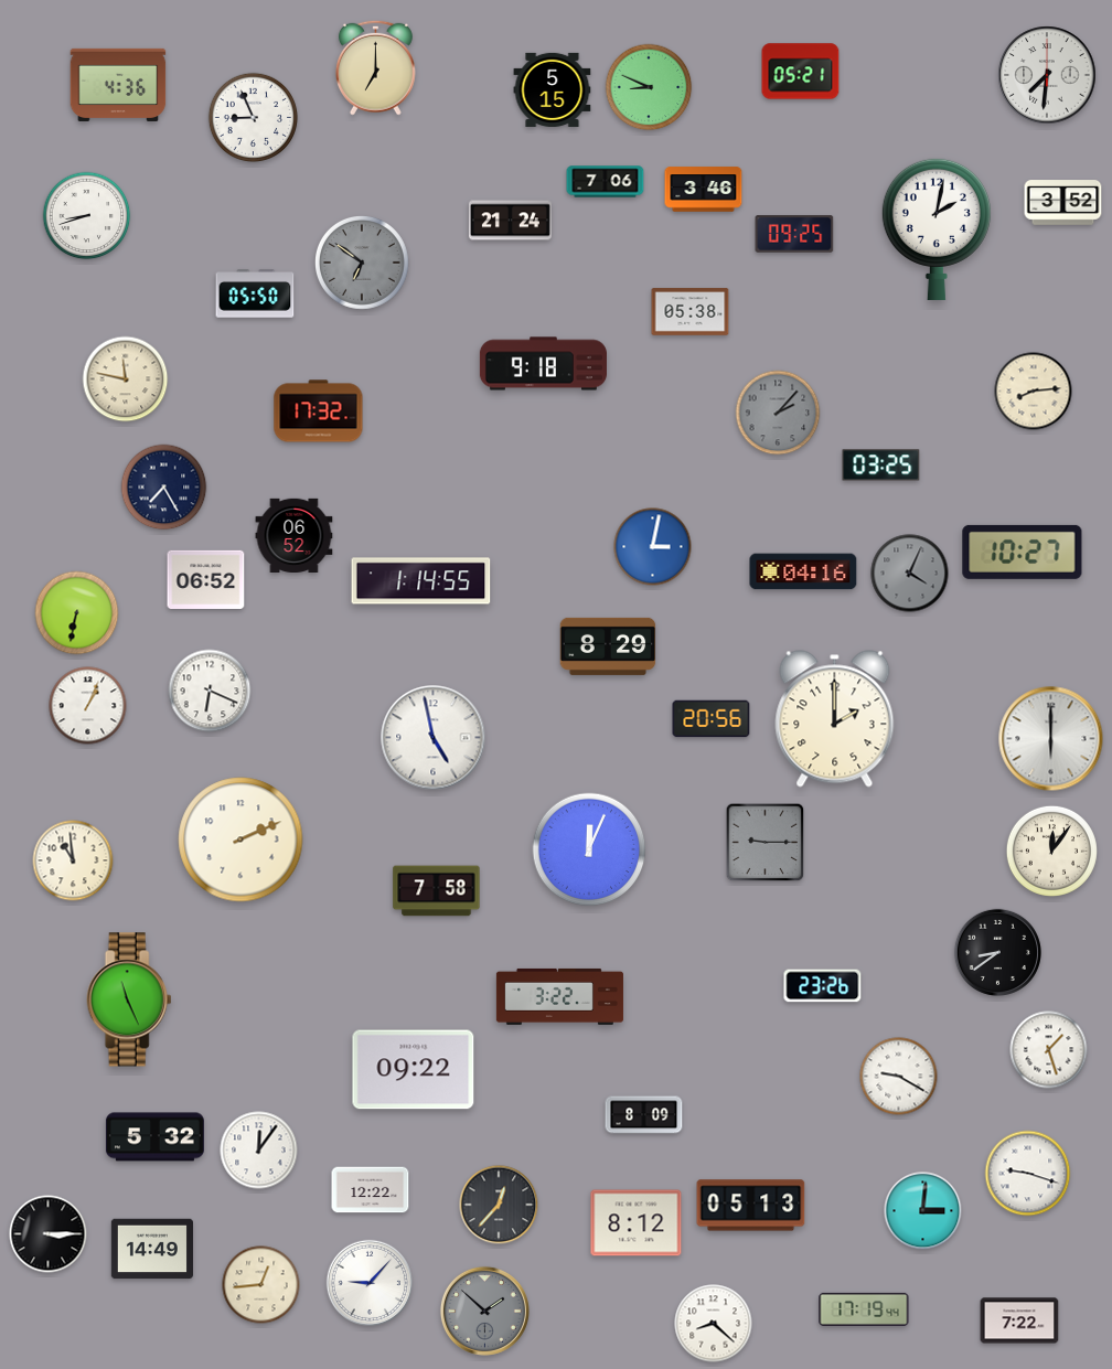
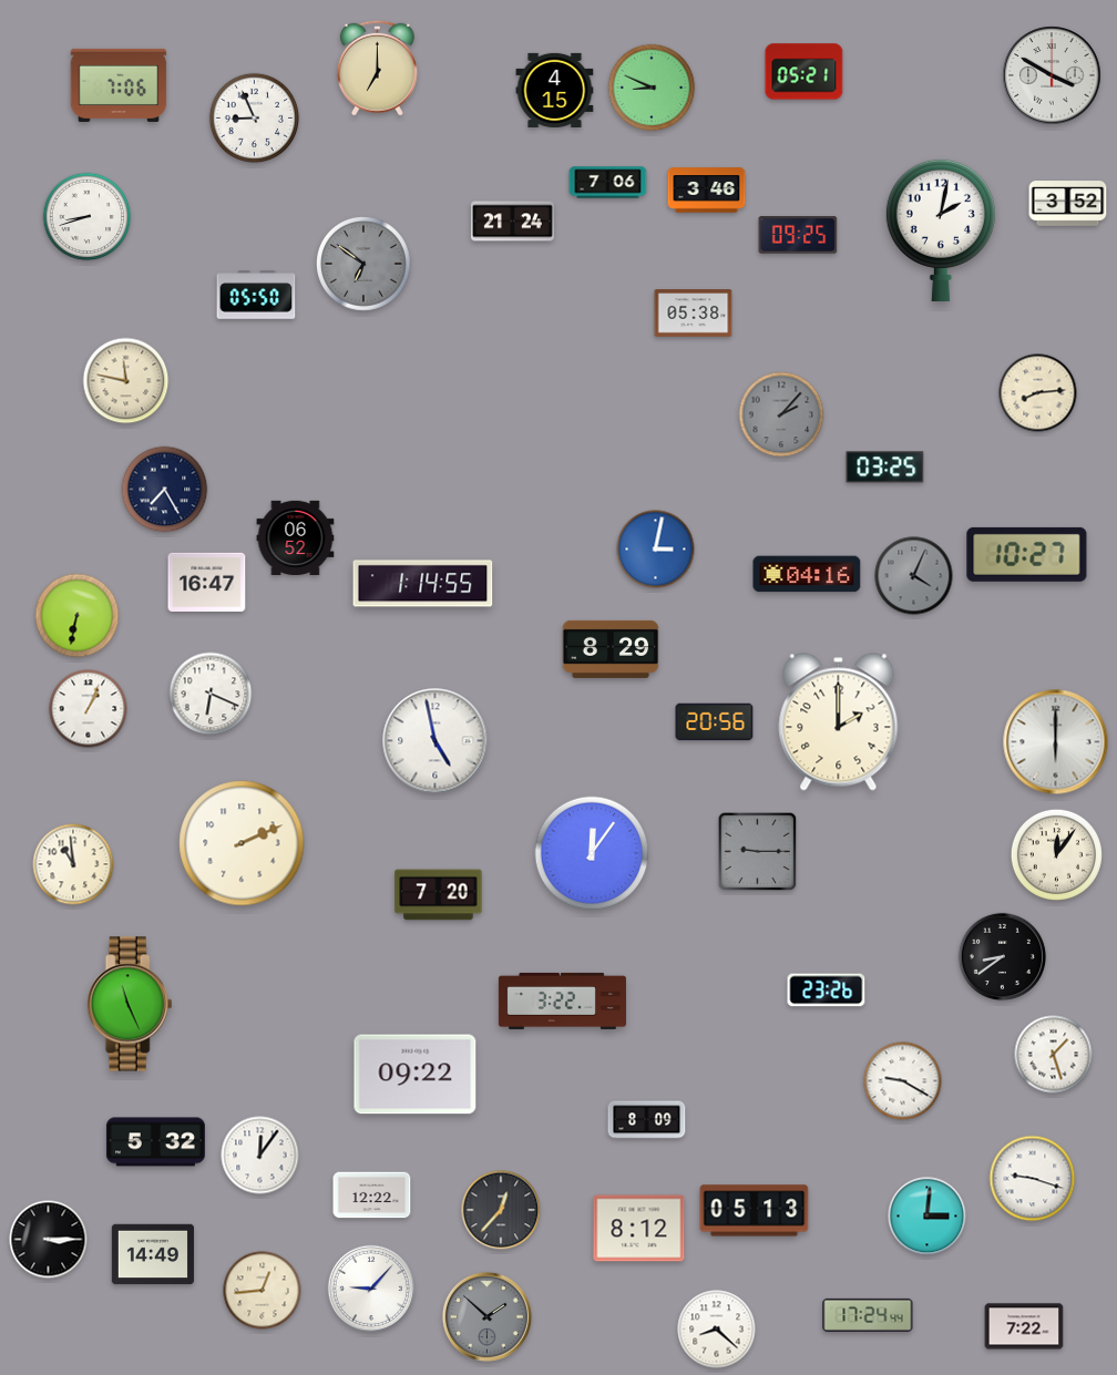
clock at (1047, 75): 7:31 -> 3:50
clock at (118, 85): 4:36 -> 7:06
clock at (553, 89): 5:15 -> 4:15
clock at (543, 364): 9:18 -> none
clock at (319, 411): 17:32 -> none
clock at (206, 579): 06:52 -> 16:47
clock at (766, 843) position: (766, 843) -> (758, 852)
clock at (589, 849): 12:04 -> 12:06
clock at (437, 891): 7:58 -> 7:20
clock at (864, 1309): 17:19 -> 17:24
